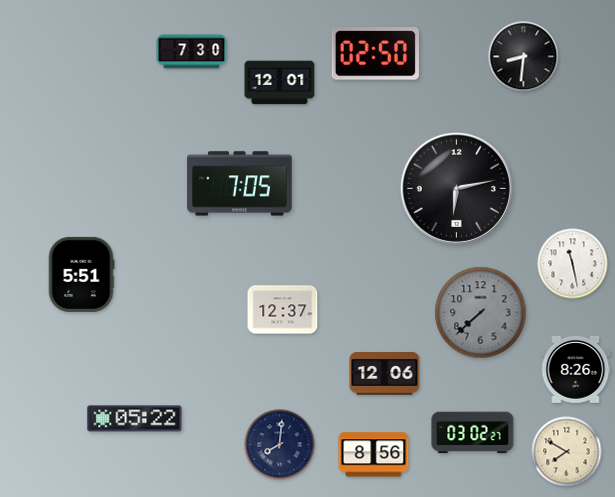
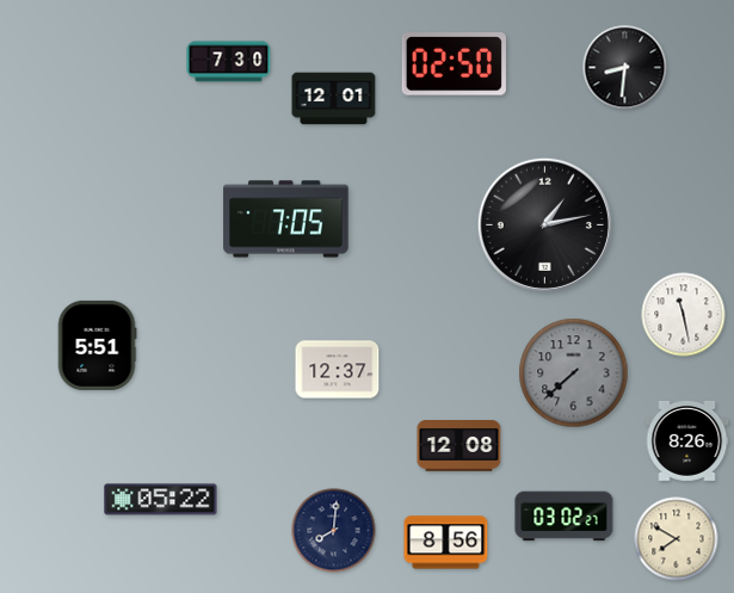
clock at (375, 54) position: (375, 54) -> (454, 64)
clock at (456, 188): 6:13 -> 1:13
clock at (81, 274) position: (81, 274) -> (97, 345)
clock at (385, 374): 12:06 -> 12:08
